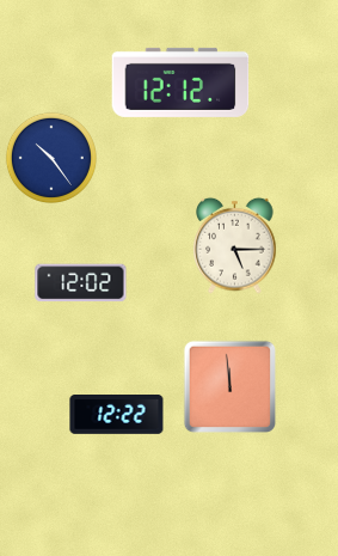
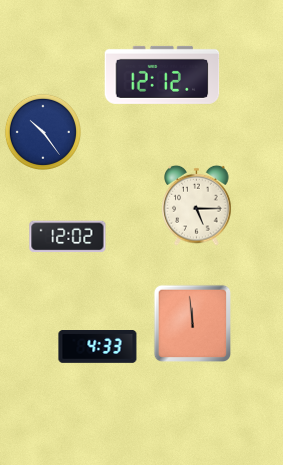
clock at (180, 83) position: (180, 83) -> (162, 75)
clock at (117, 415): 12:22 -> 4:33
